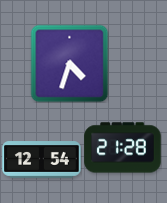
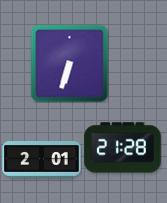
clock at (69, 63): 4:33 -> 6:33
clock at (42, 160): 12:54 -> 2:01
